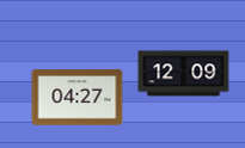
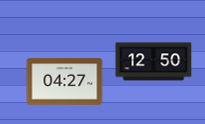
clock at (184, 74): 12:09 -> 12:50
